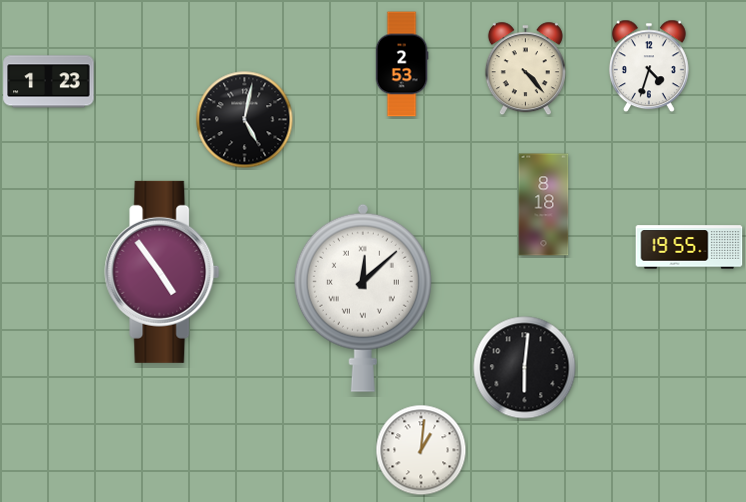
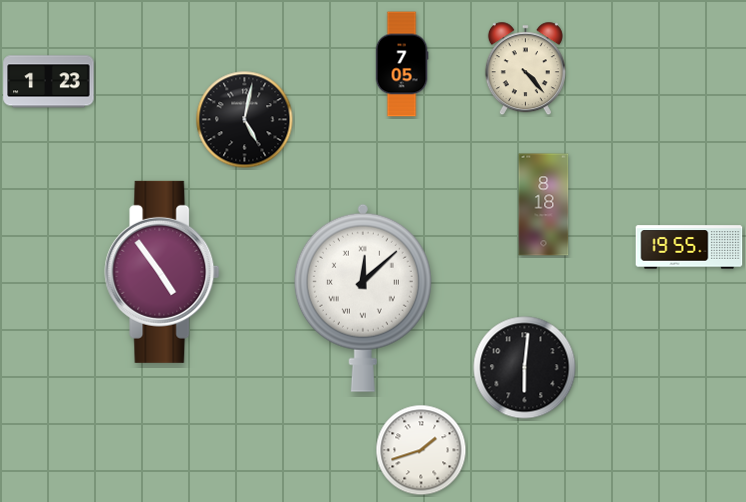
clock at (402, 64): 2:53 -> 7:05
clock at (649, 66): 4:33 -> none
clock at (421, 450): 1:01 -> 1:42
